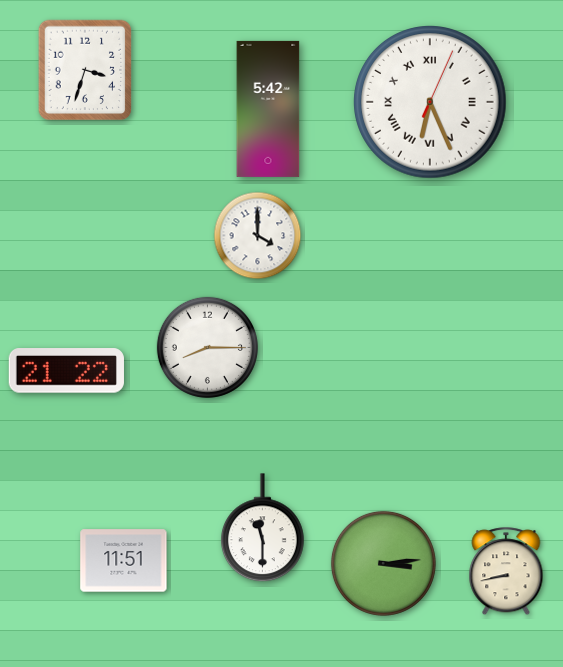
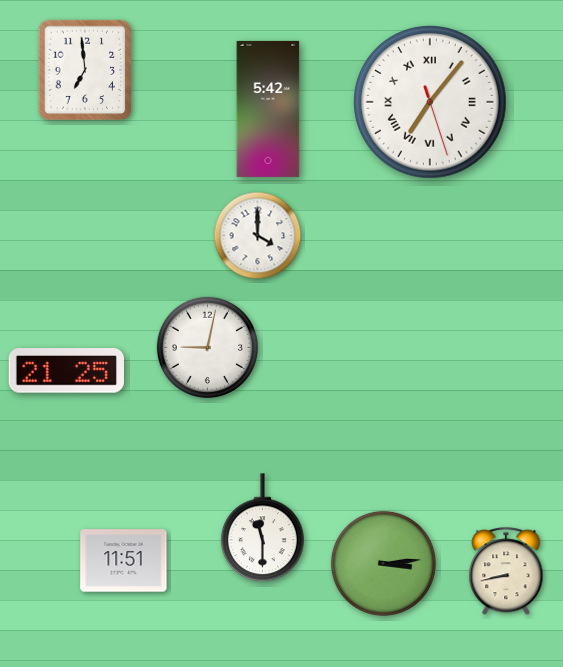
clock at (85, 70): 3:33 -> 6:59
clock at (430, 102): 6:26 -> 7:06
clock at (207, 347): 8:15 -> 9:02
clock at (66, 371): 21:22 -> 21:25
